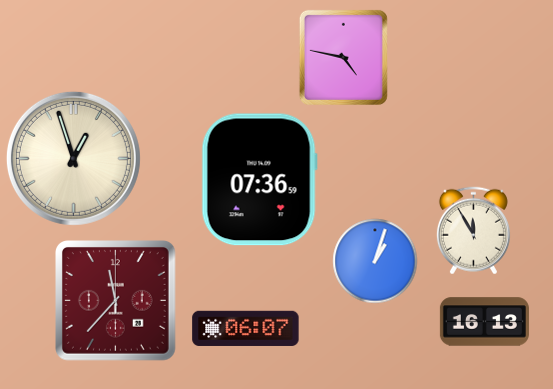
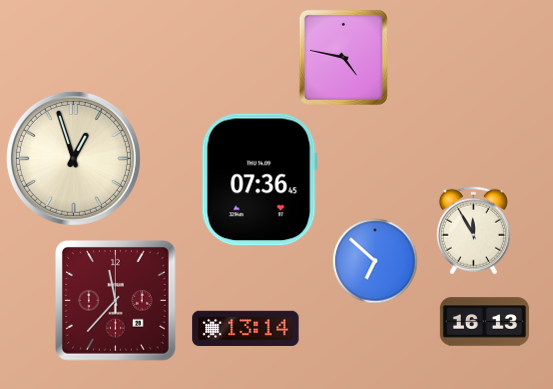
clock at (259, 180): 07:36:59 -> 07:36:45
clock at (375, 261): 1:03 -> 6:52
clock at (246, 328): 06:07 -> 13:14
